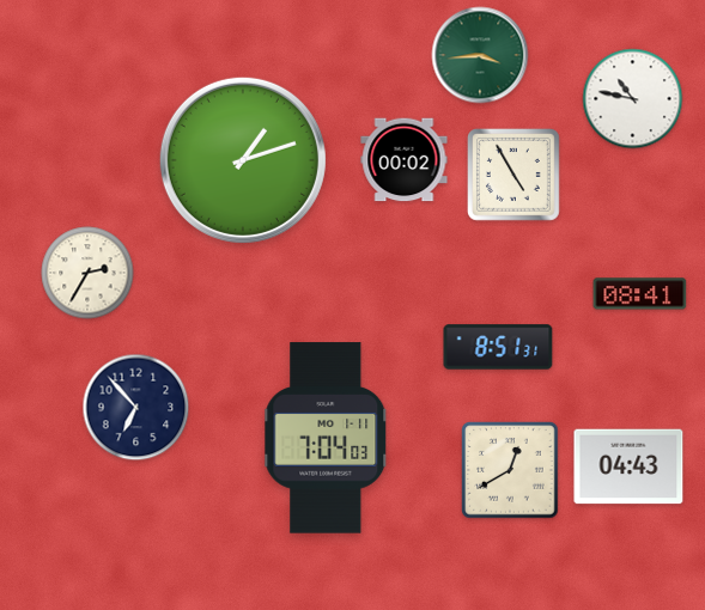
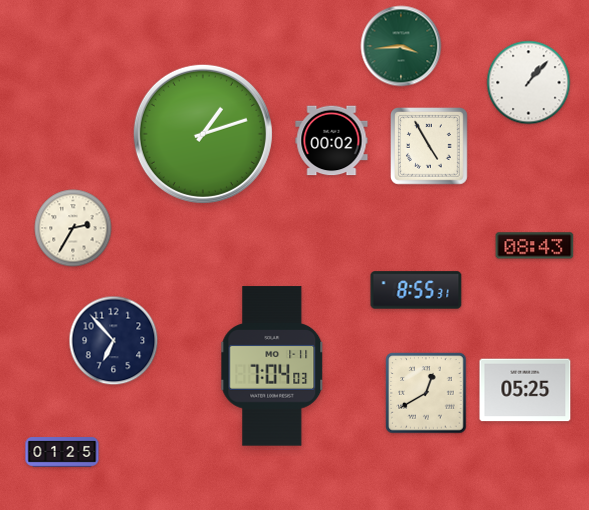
clock at (633, 99): 10:47 -> 1:07
clock at (405, 160) position: (405, 160) -> (332, 141)
clock at (640, 294): 08:41 -> 08:43
clock at (498, 347): 8:51 -> 8:55
clock at (628, 466): 04:43 -> 05:25
clock at (62, 452): none -> 01:25
